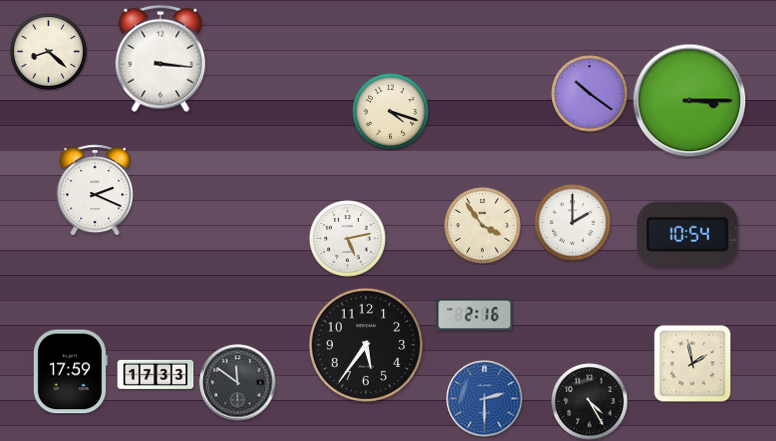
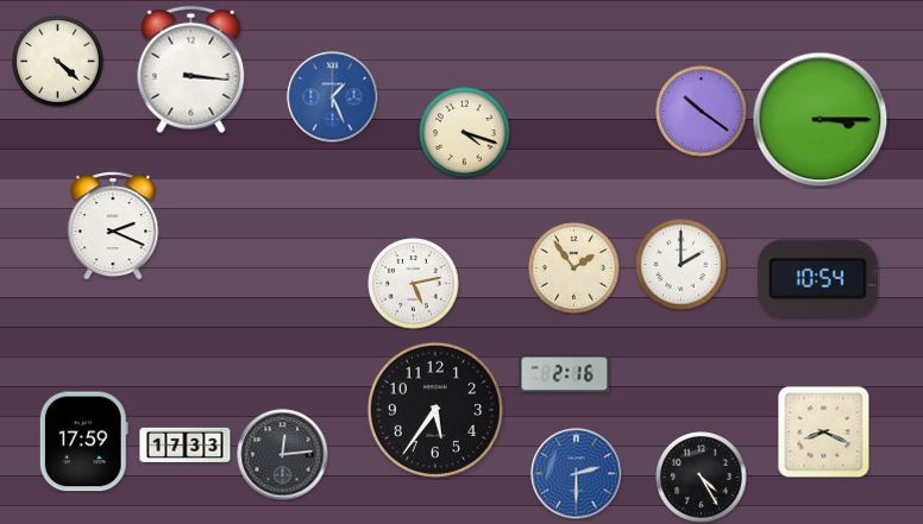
clock at (49, 52): 8:22 -> 4:22
clock at (333, 97): none -> 1:26
clock at (483, 226): 3:54 -> 1:54
clock at (693, 364): 1:58 -> 8:19
clock at (238, 383): 11:51 -> 12:14
